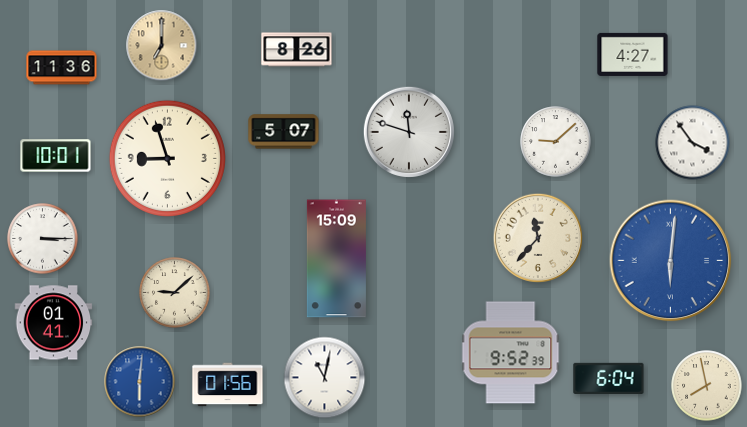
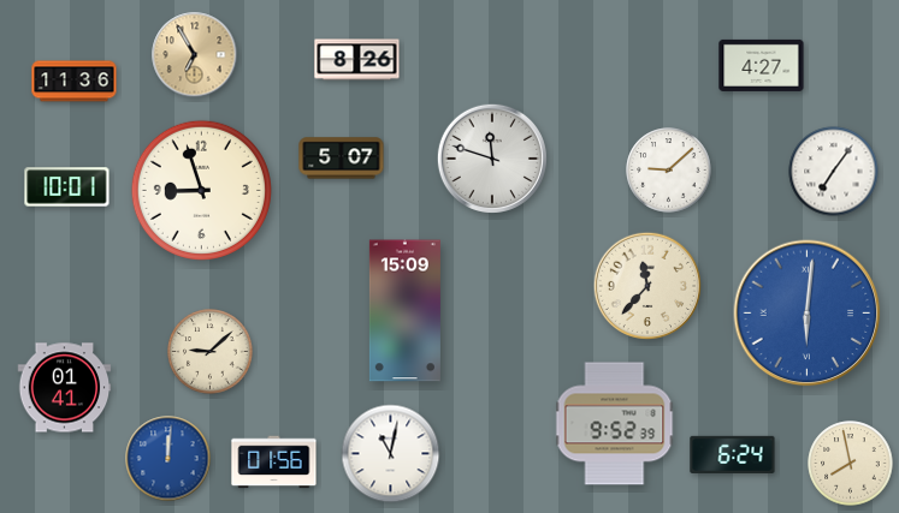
clock at (162, 46): 7:00 -> 6:55
clock at (693, 143): 3:54 -> 7:06
clock at (43, 239): 3:15 -> none
clock at (609, 378): 6:04 -> 6:24
clock at (140, 382): 6:01 -> 12:01
